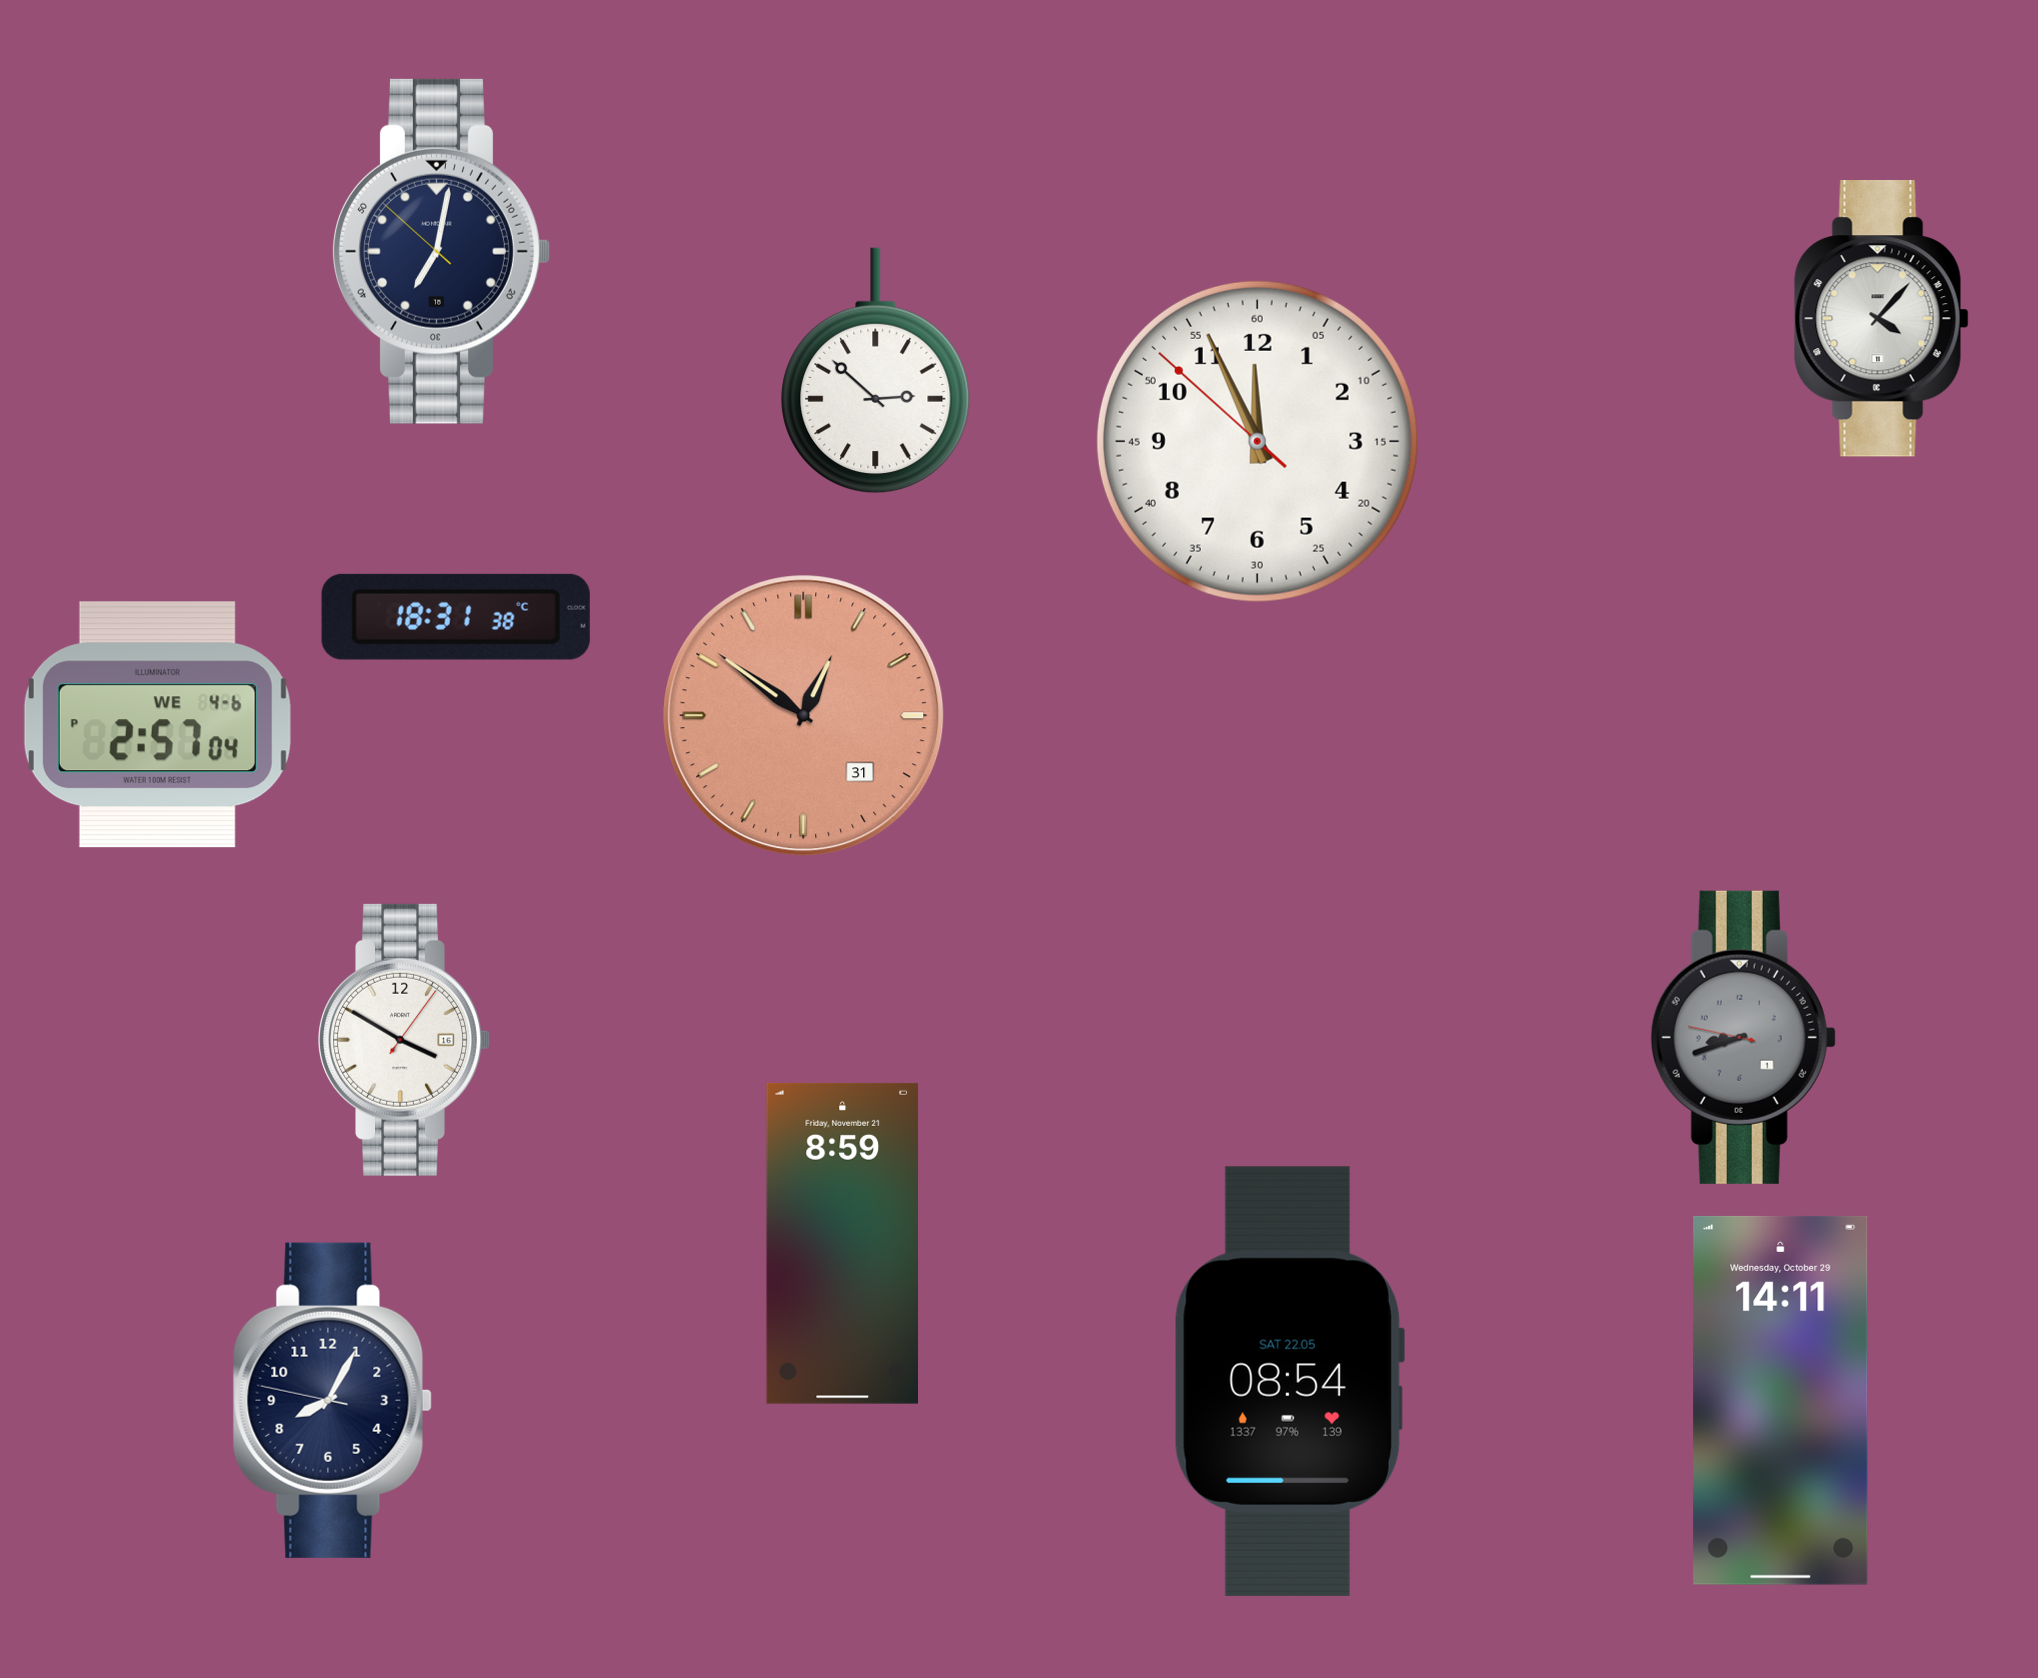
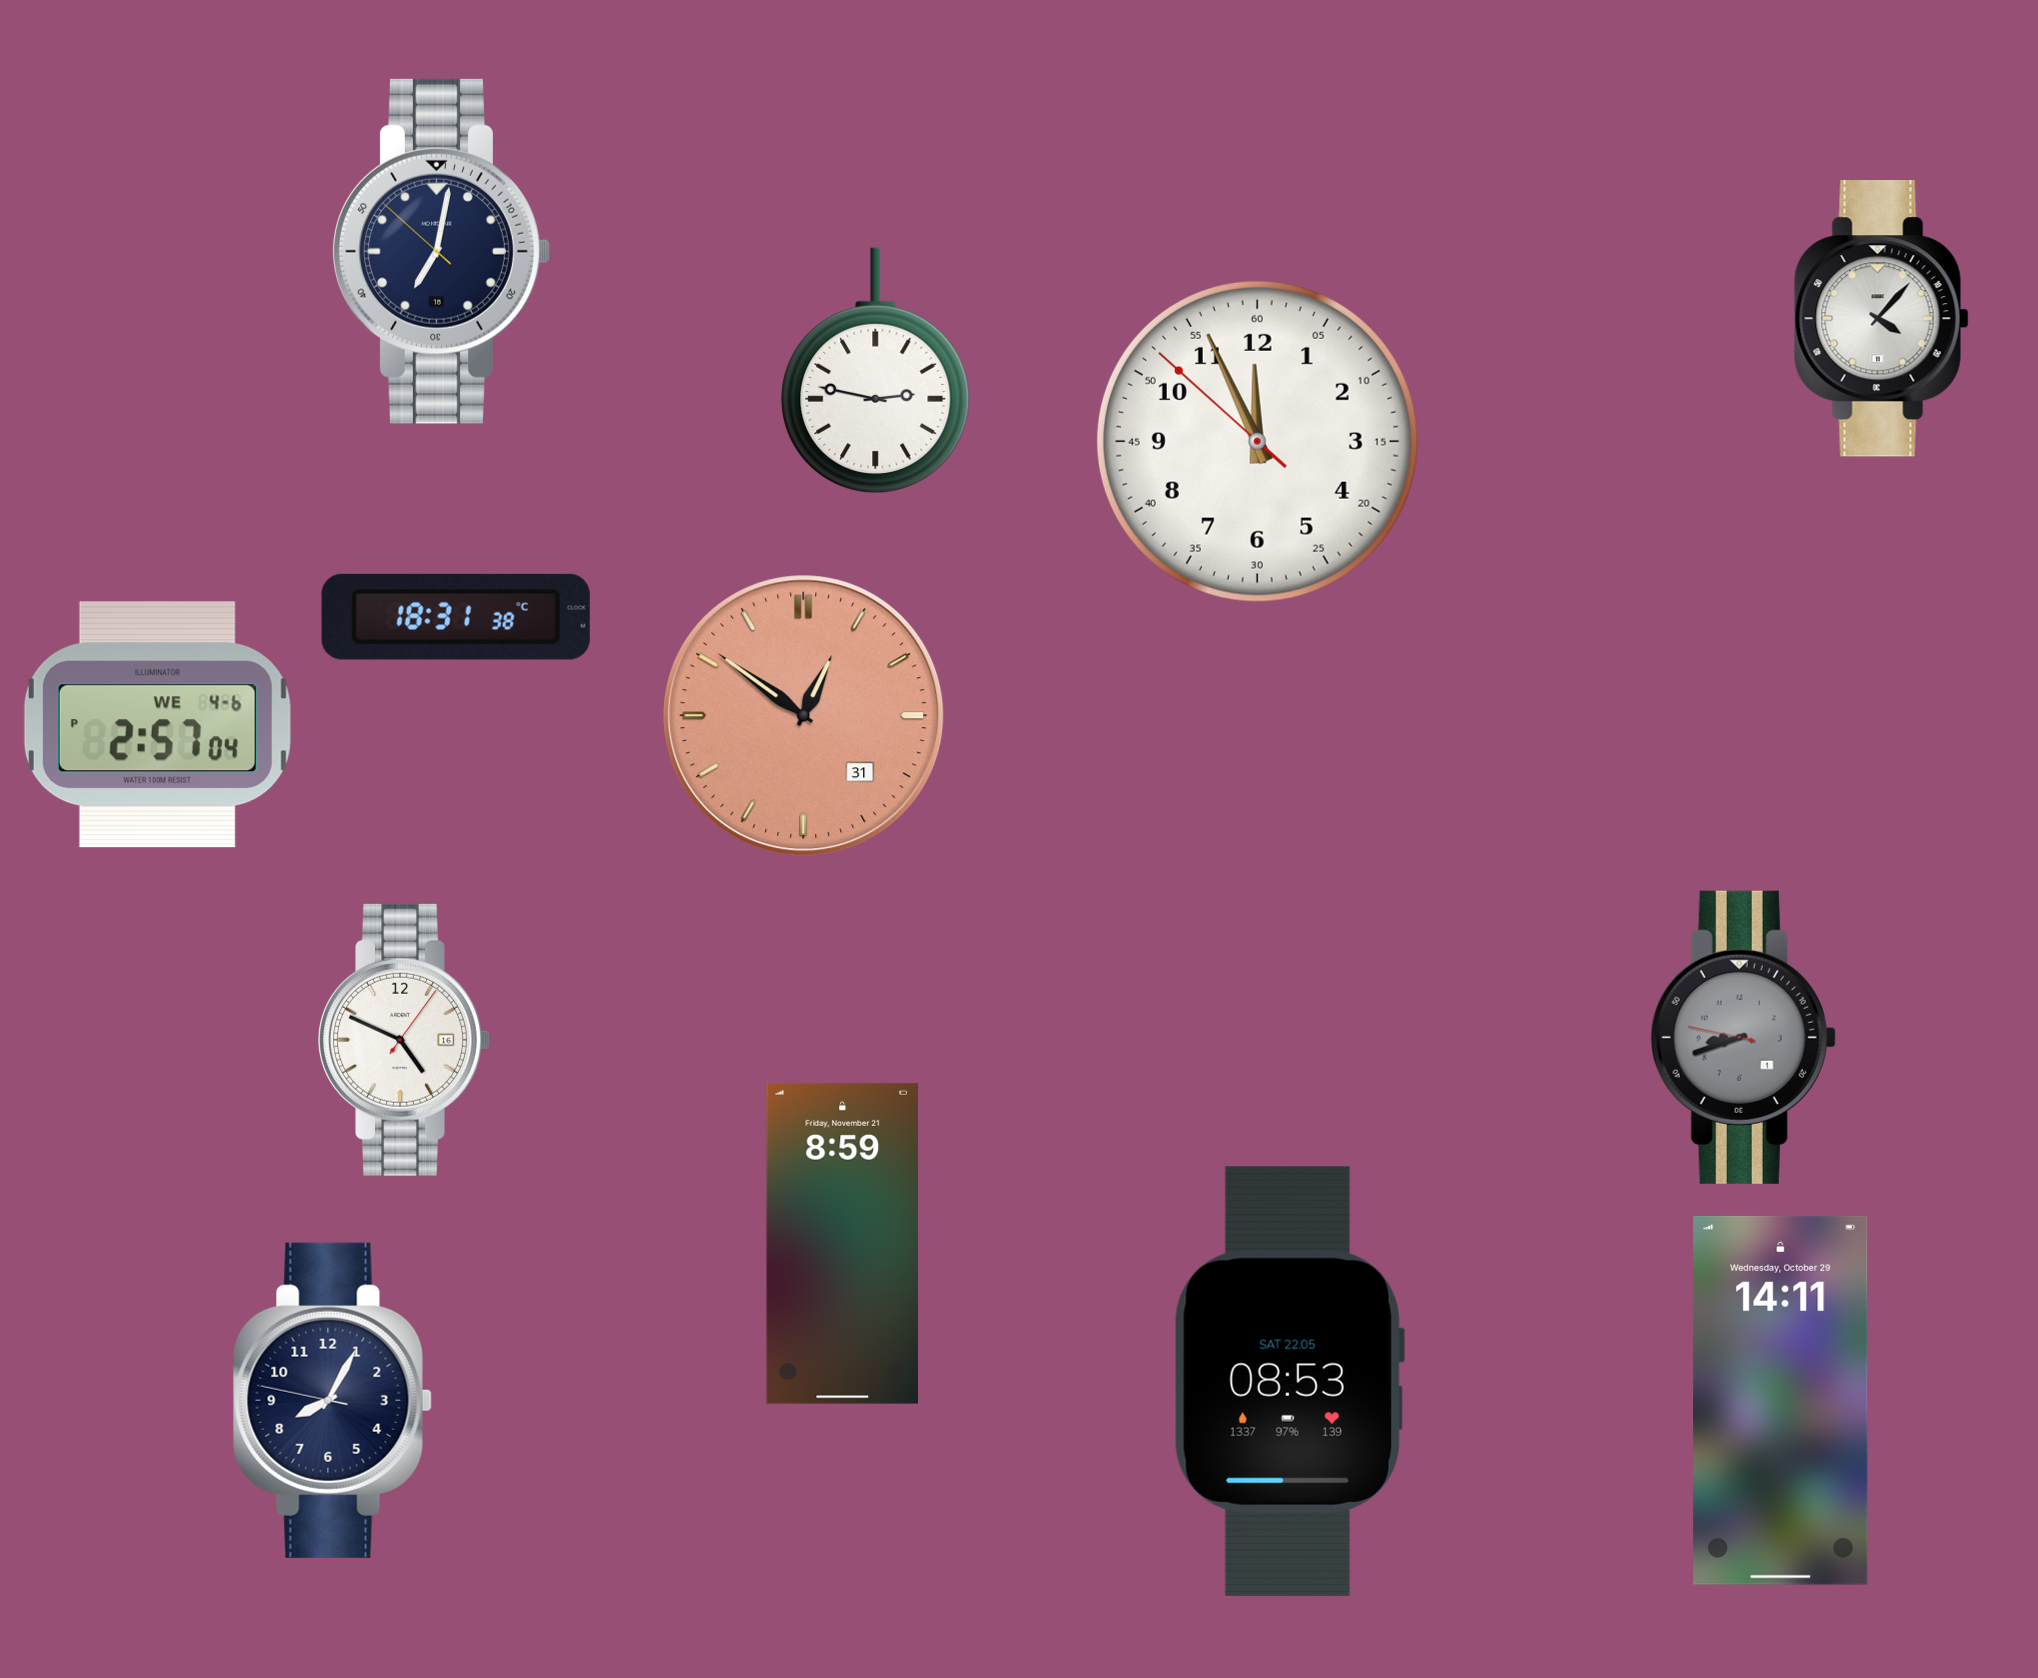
clock at (876, 371): 2:52 -> 2:47
clock at (404, 1040): 3:50 -> 4:49
clock at (1289, 1381): 08:54 -> 08:53
